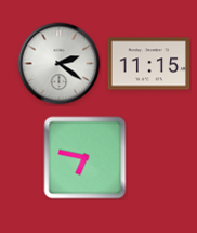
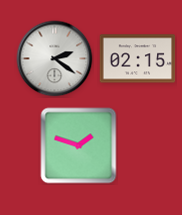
clock at (149, 64): 11:15 -> 02:15
clock at (86, 158): 6:47 -> 1:48
